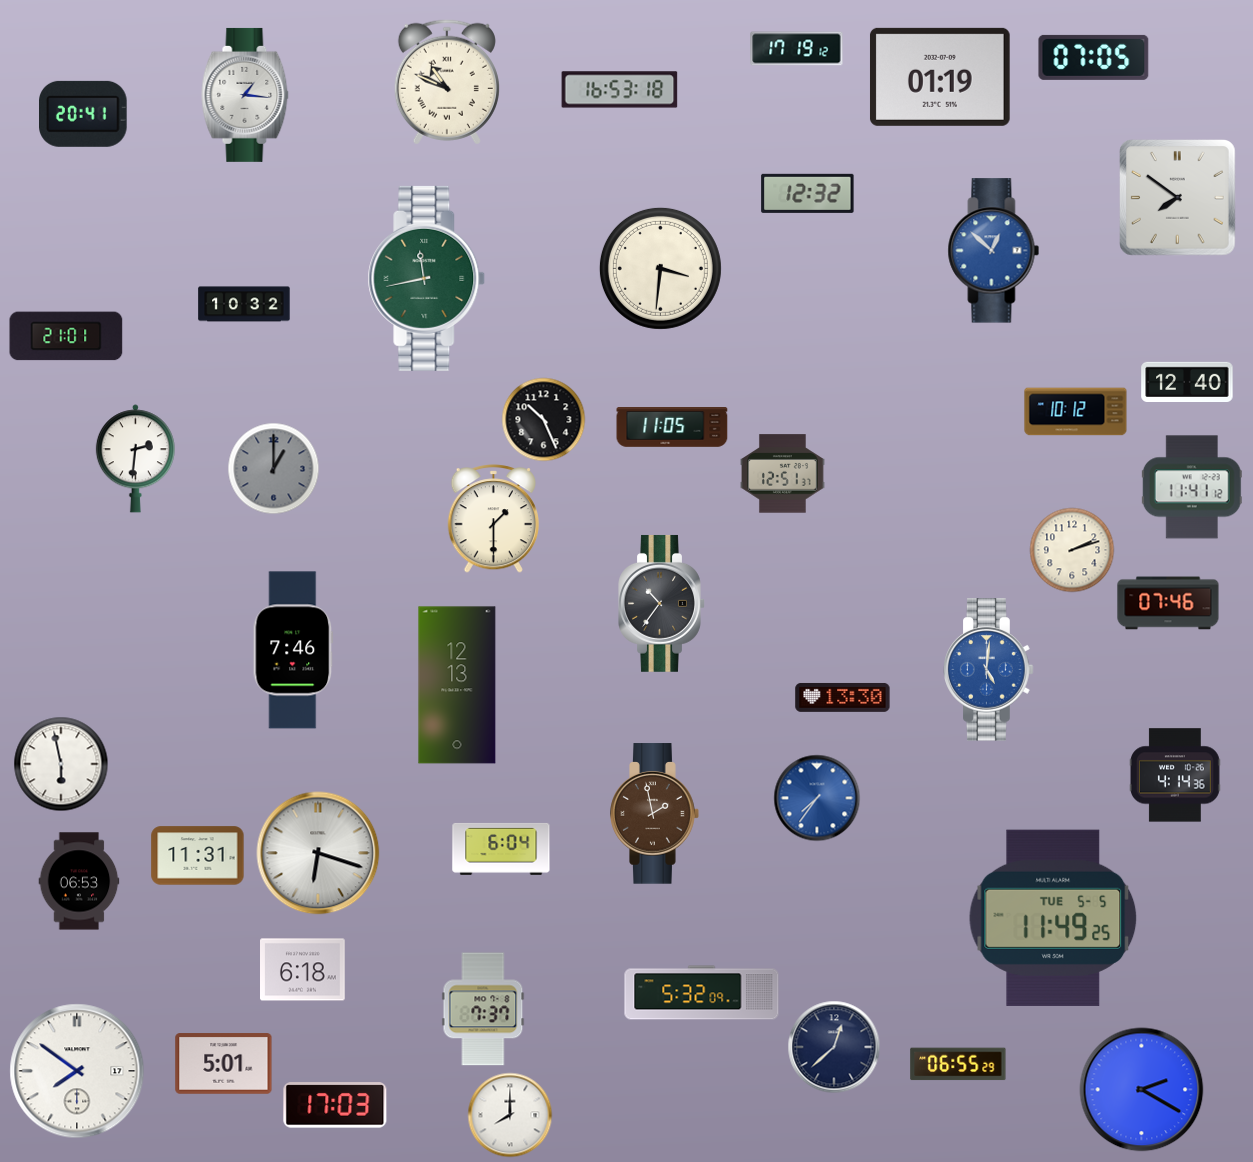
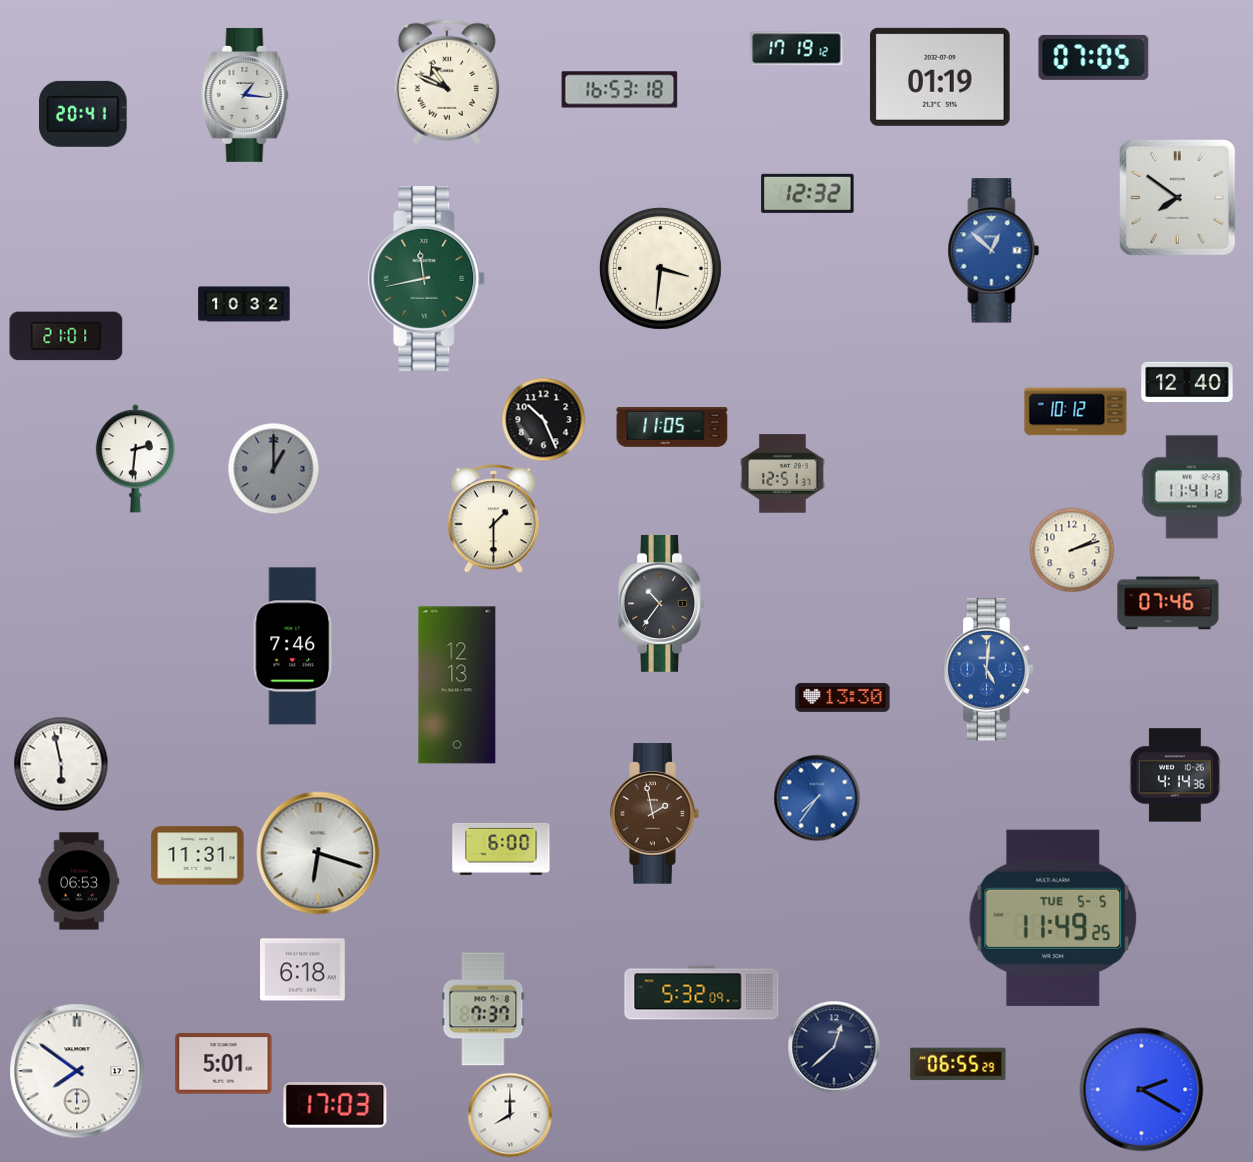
clock at (293, 650) position: (293, 650) -> (293, 646)
clock at (501, 849): 6:04 -> 6:00
